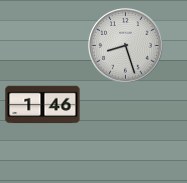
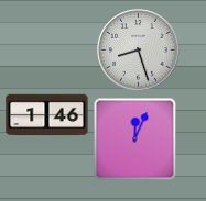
clock at (135, 139): none -> 12:04
